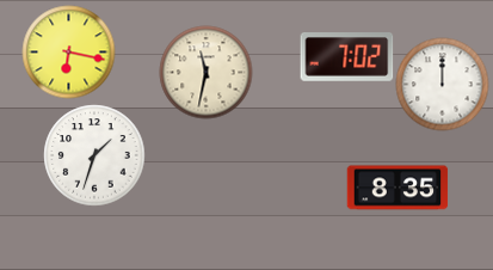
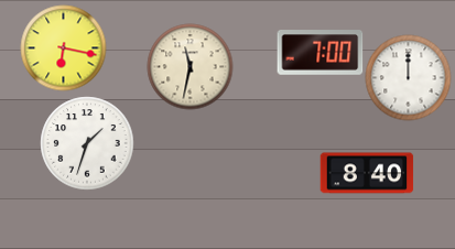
clock at (346, 57): 7:02 -> 7:00
clock at (398, 188): 8:35 -> 8:40
